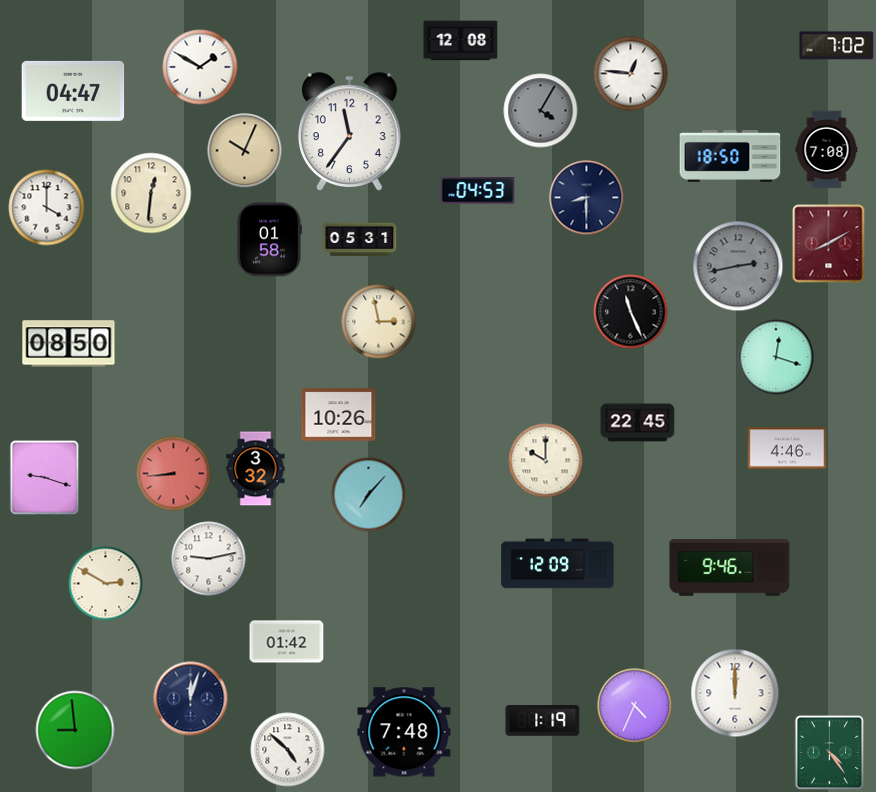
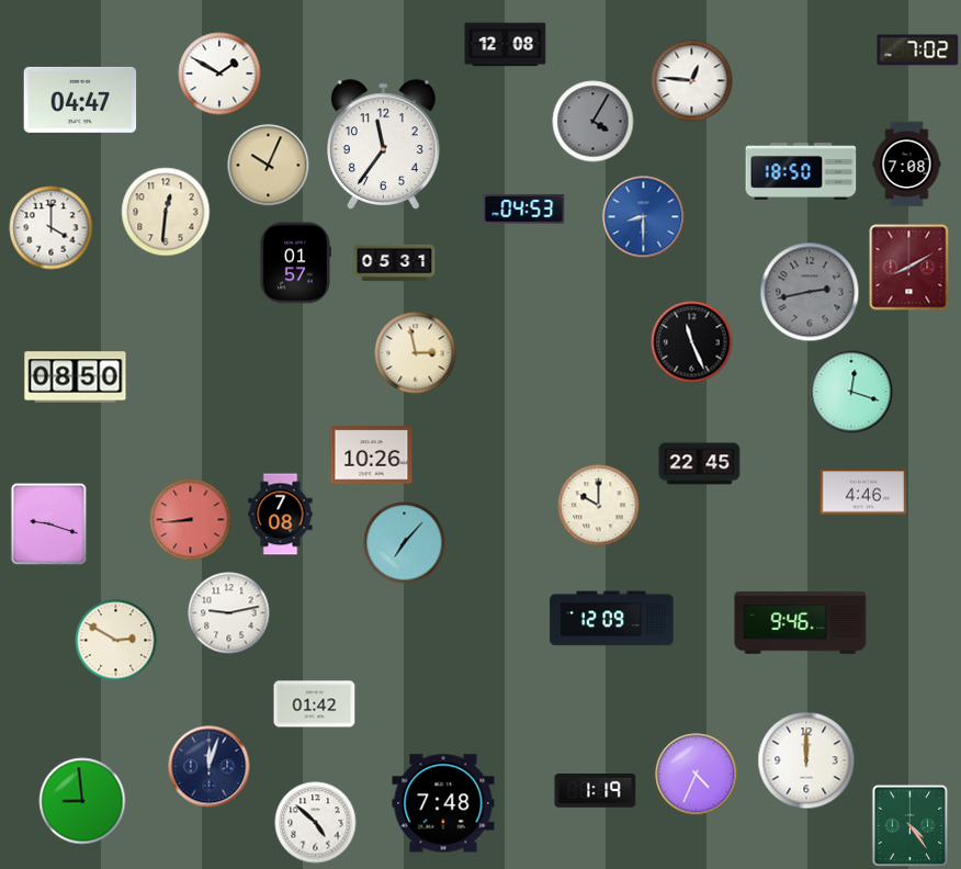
clock at (587, 198) dial: navy -> blue
clock at (269, 240): 01:58 -> 01:57
clock at (256, 469): 3:32 -> 7:08
